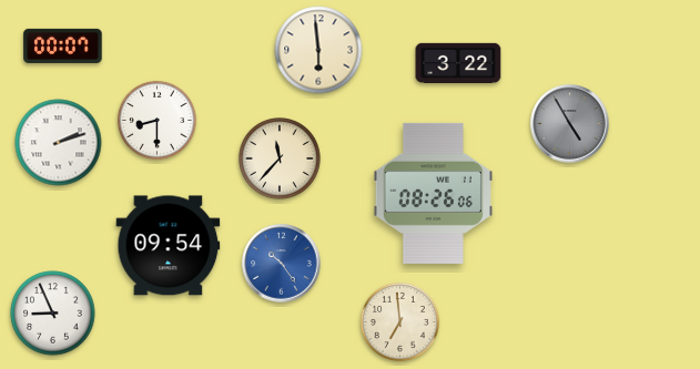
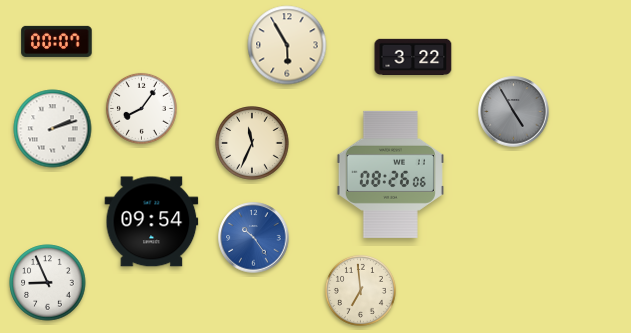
clock at (318, 50): 5:59 -> 5:55
clock at (156, 120): 8:30 -> 8:06
clock at (280, 158): 11:37 -> 11:34
